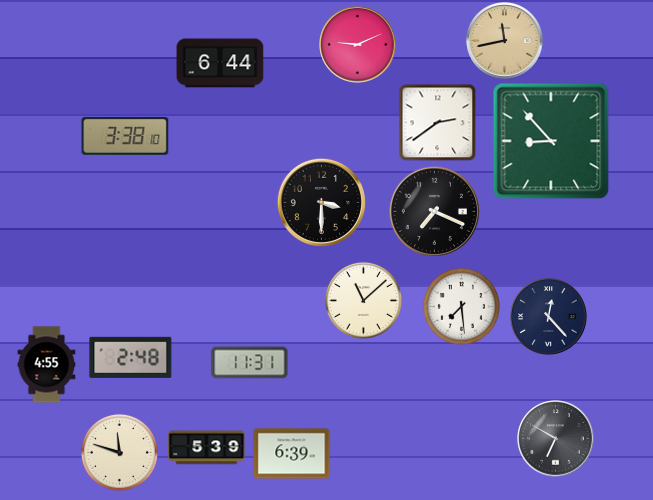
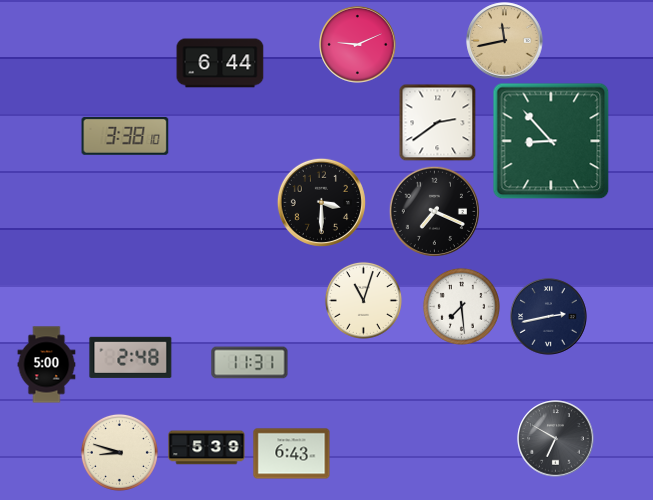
clock at (363, 300): 11:08 -> 11:03
clock at (549, 317): 12:23 -> 2:43
clock at (47, 365): 4:55 -> 5:00
clock at (119, 452): 11:48 -> 8:48
clock at (292, 454): 6:39 -> 6:43
